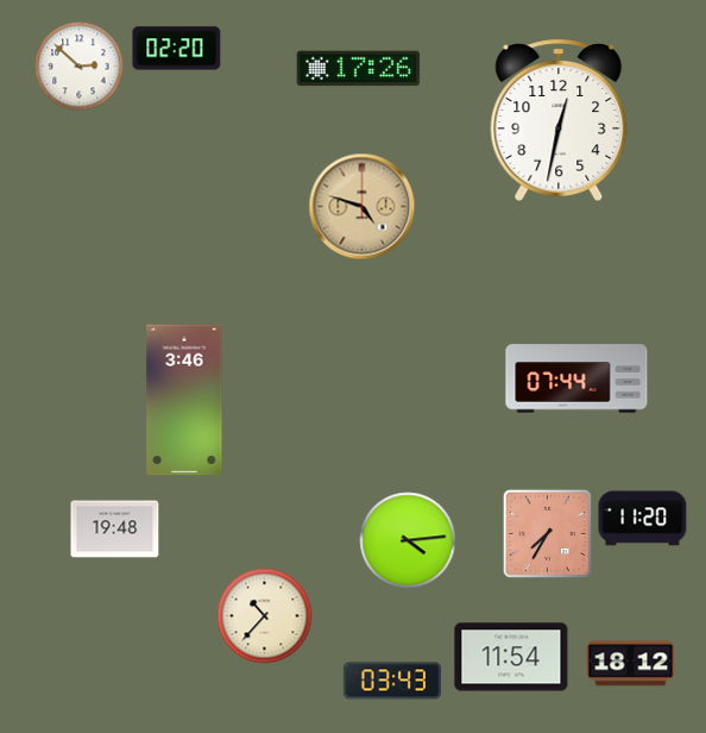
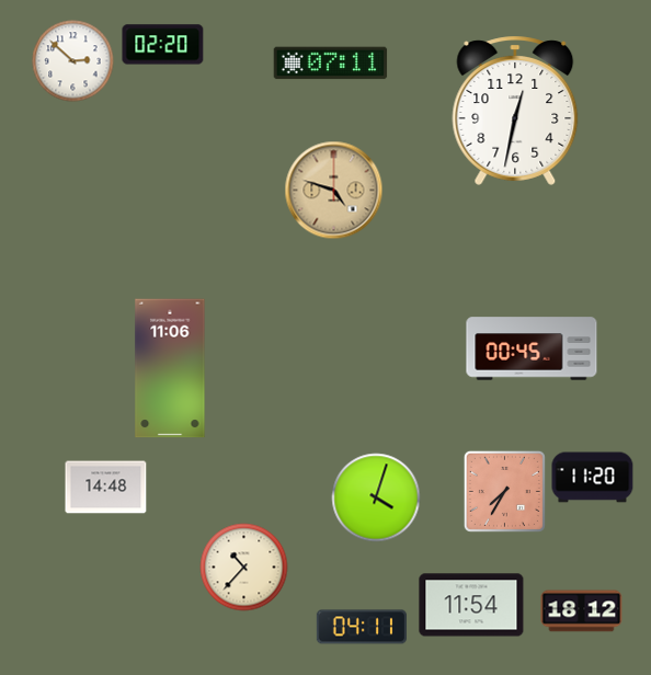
clock at (359, 69): 17:26 -> 07:11
clock at (576, 378): 07:44 -> 00:45
clock at (184, 400): 3:46 -> 11:06
clock at (115, 530): 19:48 -> 14:48
clock at (408, 540): 4:14 -> 4:03
clock at (392, 681): 03:43 -> 04:11
